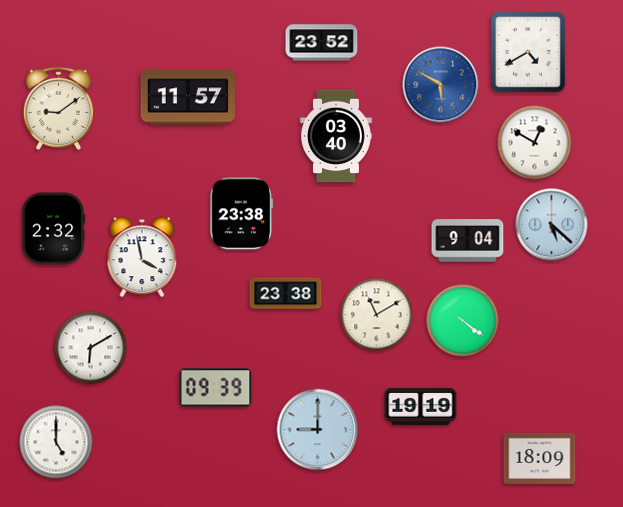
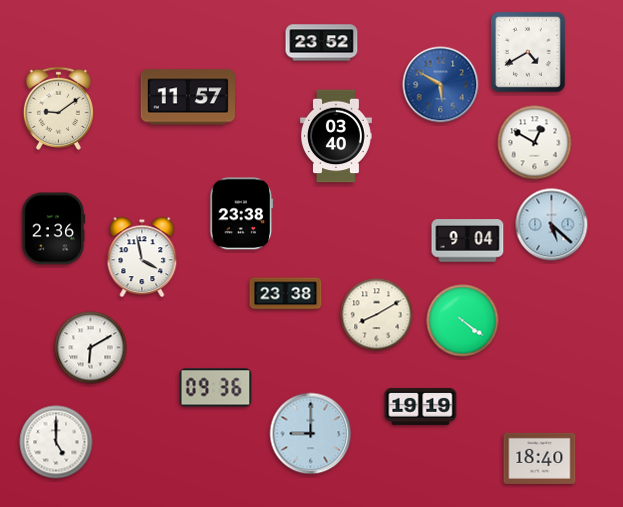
clock at (53, 229): 2:32 -> 2:36
clock at (377, 315): 11:10 -> 8:10
clock at (216, 388): 09:39 -> 09:36
clock at (318, 430) position: (318, 430) -> (311, 434)
clock at (540, 458): 18:09 -> 18:40
